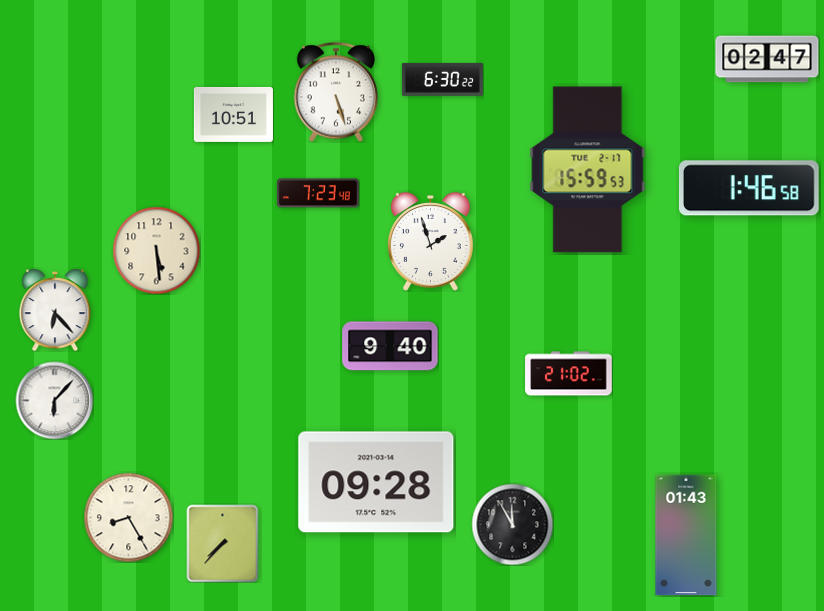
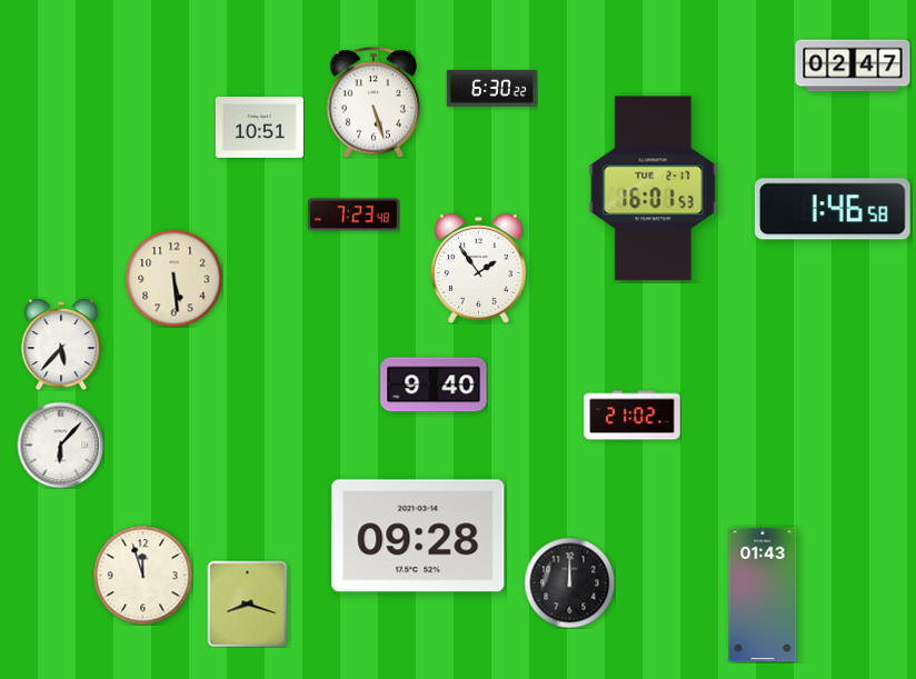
clock at (588, 170): 15:59 -> 16:01
clock at (430, 242): 1:57 -> 1:54
clock at (55, 310): 6:23 -> 5:37
clock at (128, 517): 8:25 -> 11:57
clock at (512, 524): 11:55 -> 12:00
clock at (223, 543): 7:37 -> 8:18
